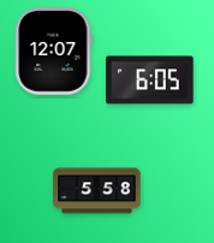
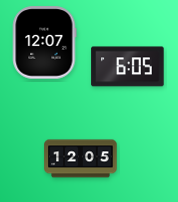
clock at (150, 81) position: (150, 81) -> (128, 67)
clock at (97, 191): 5:58 -> 12:05
